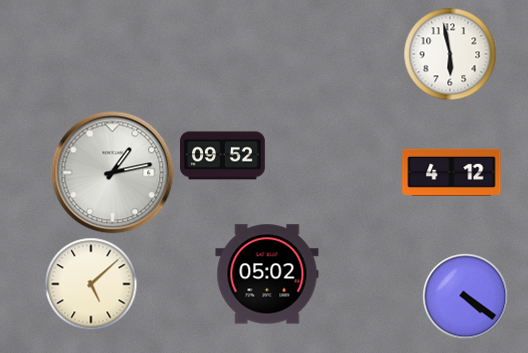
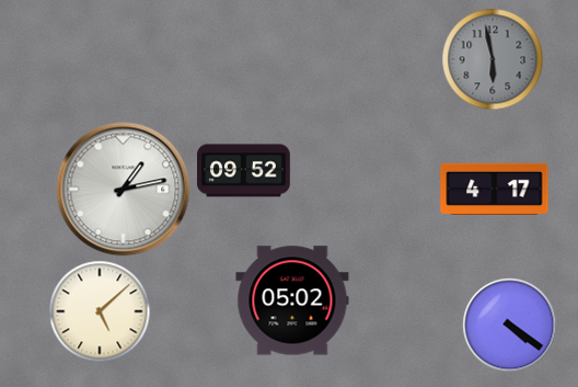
clock at (450, 54) dial: white -> grey
clock at (452, 172): 4:12 -> 4:17
